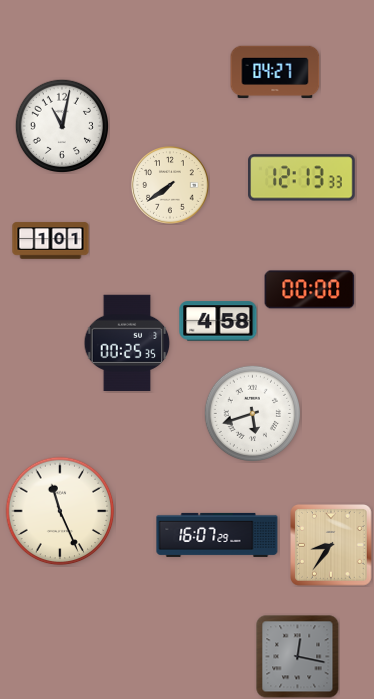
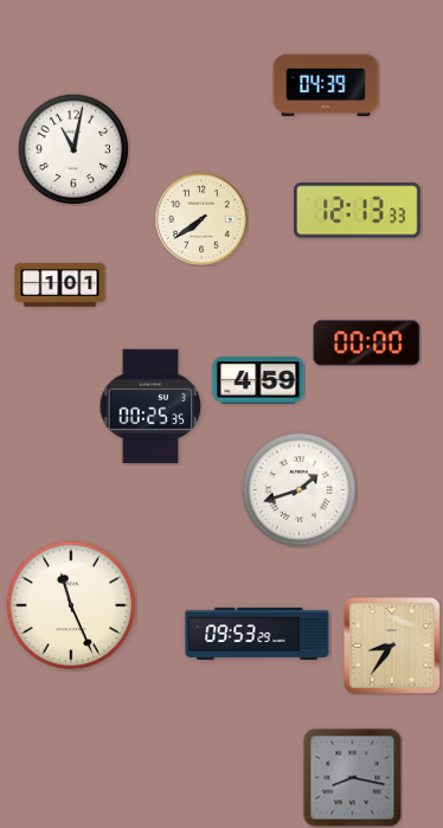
clock at (275, 72): 04:27 -> 04:39
clock at (218, 321): 4:58 -> 4:59
clock at (252, 413): 5:42 -> 1:42
clock at (217, 535): 16:07 -> 09:53
clock at (298, 657): 12:17 -> 8:17
